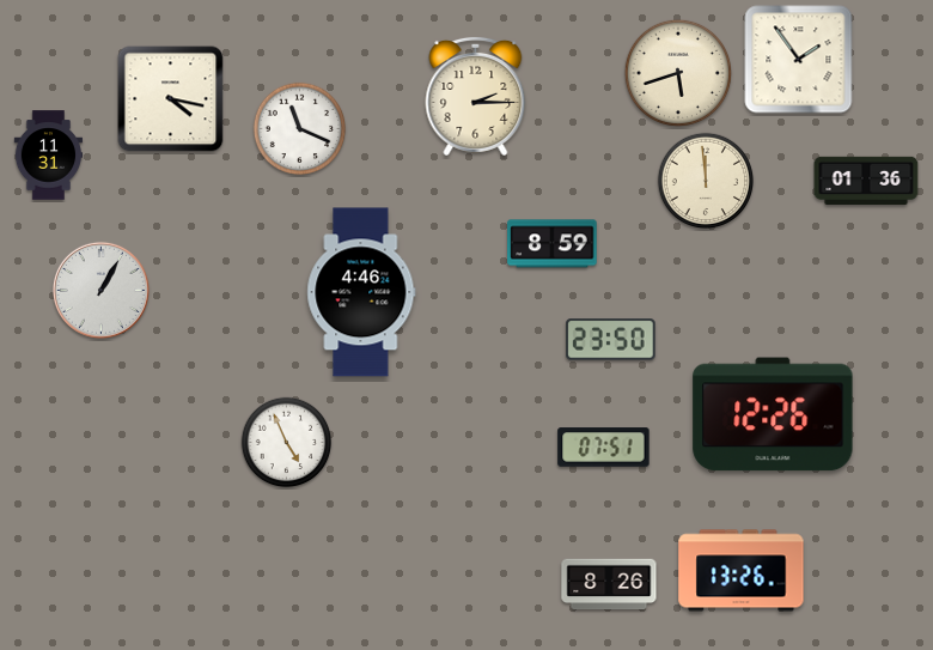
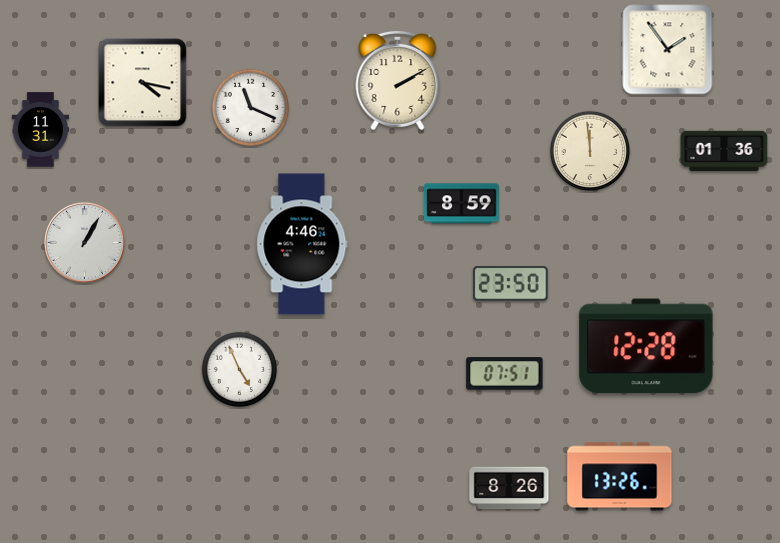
clock at (678, 73): 5:42 -> none
clock at (476, 96): 2:15 -> 2:10
clock at (773, 414): 12:26 -> 12:28
